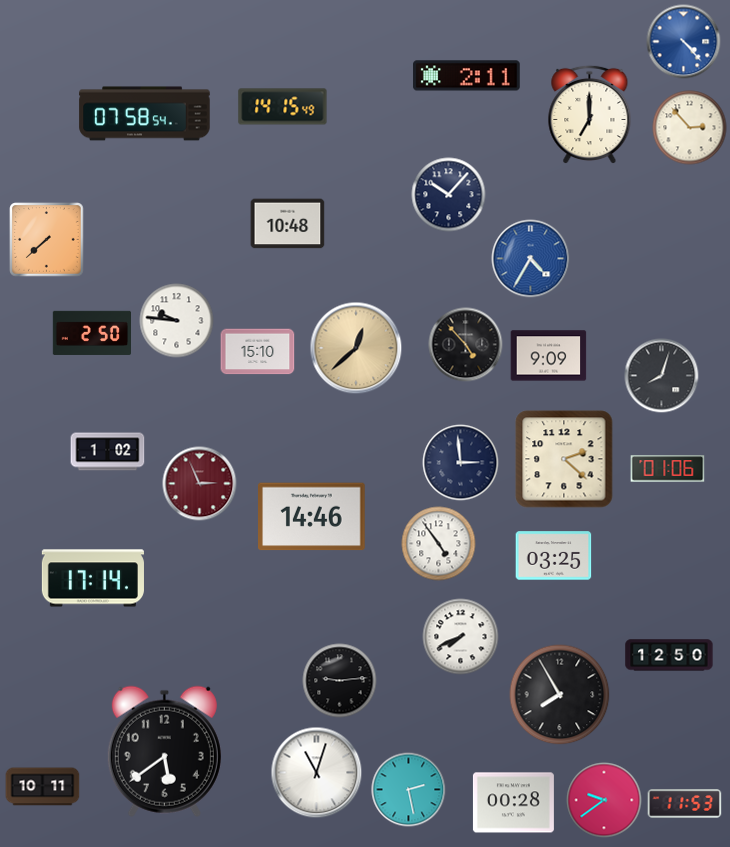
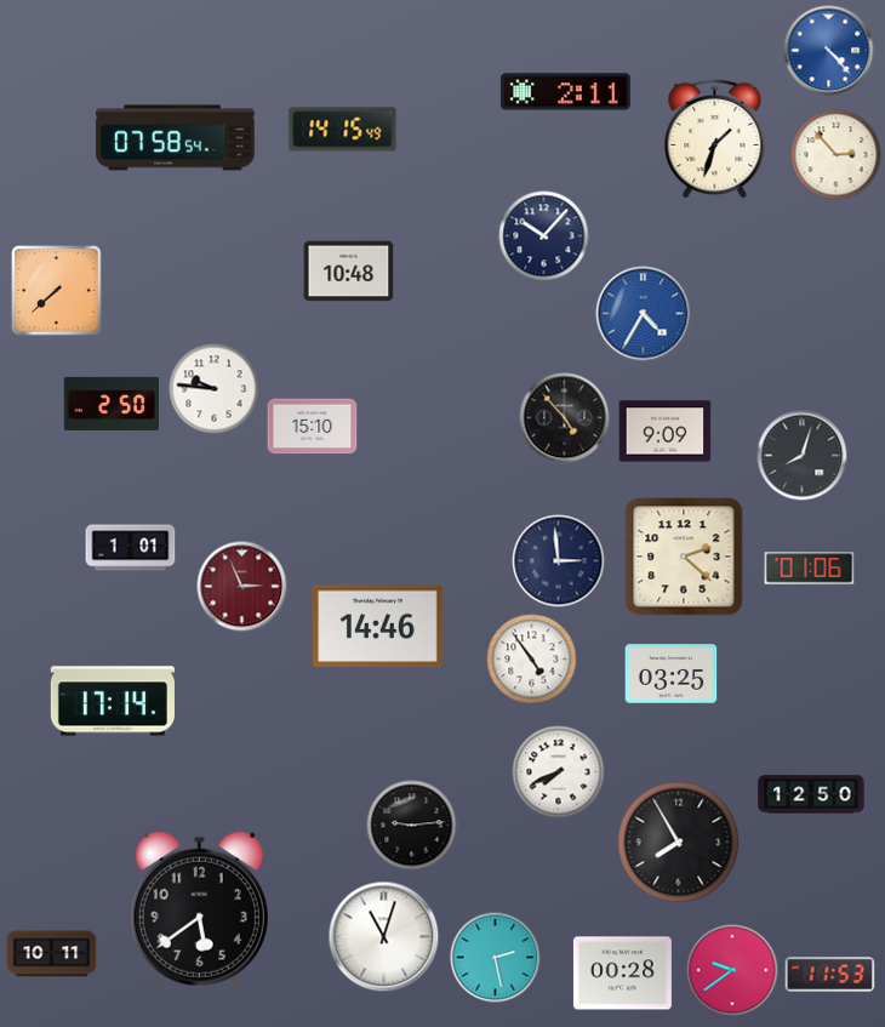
clock at (590, 115): 7:00 -> 1:33
clock at (356, 348): 12:38 -> none
clock at (108, 452): 1:02 -> 1:01
